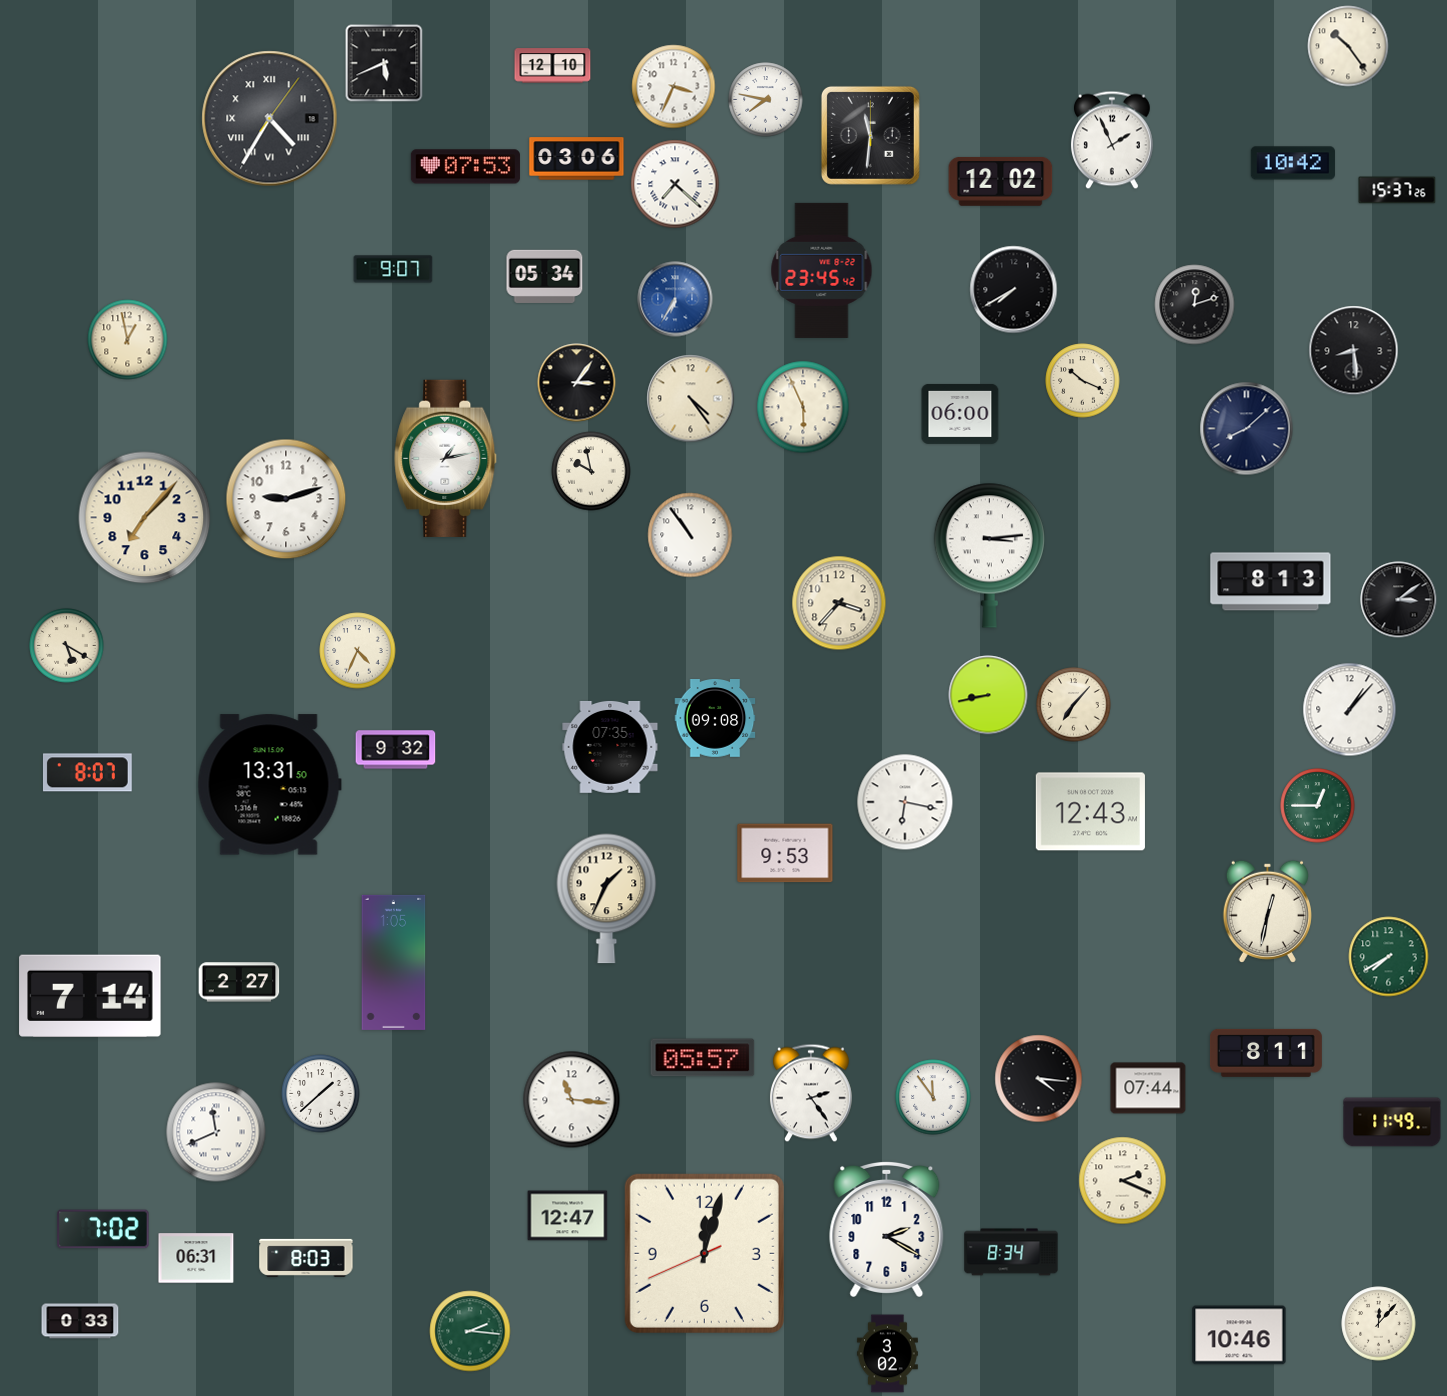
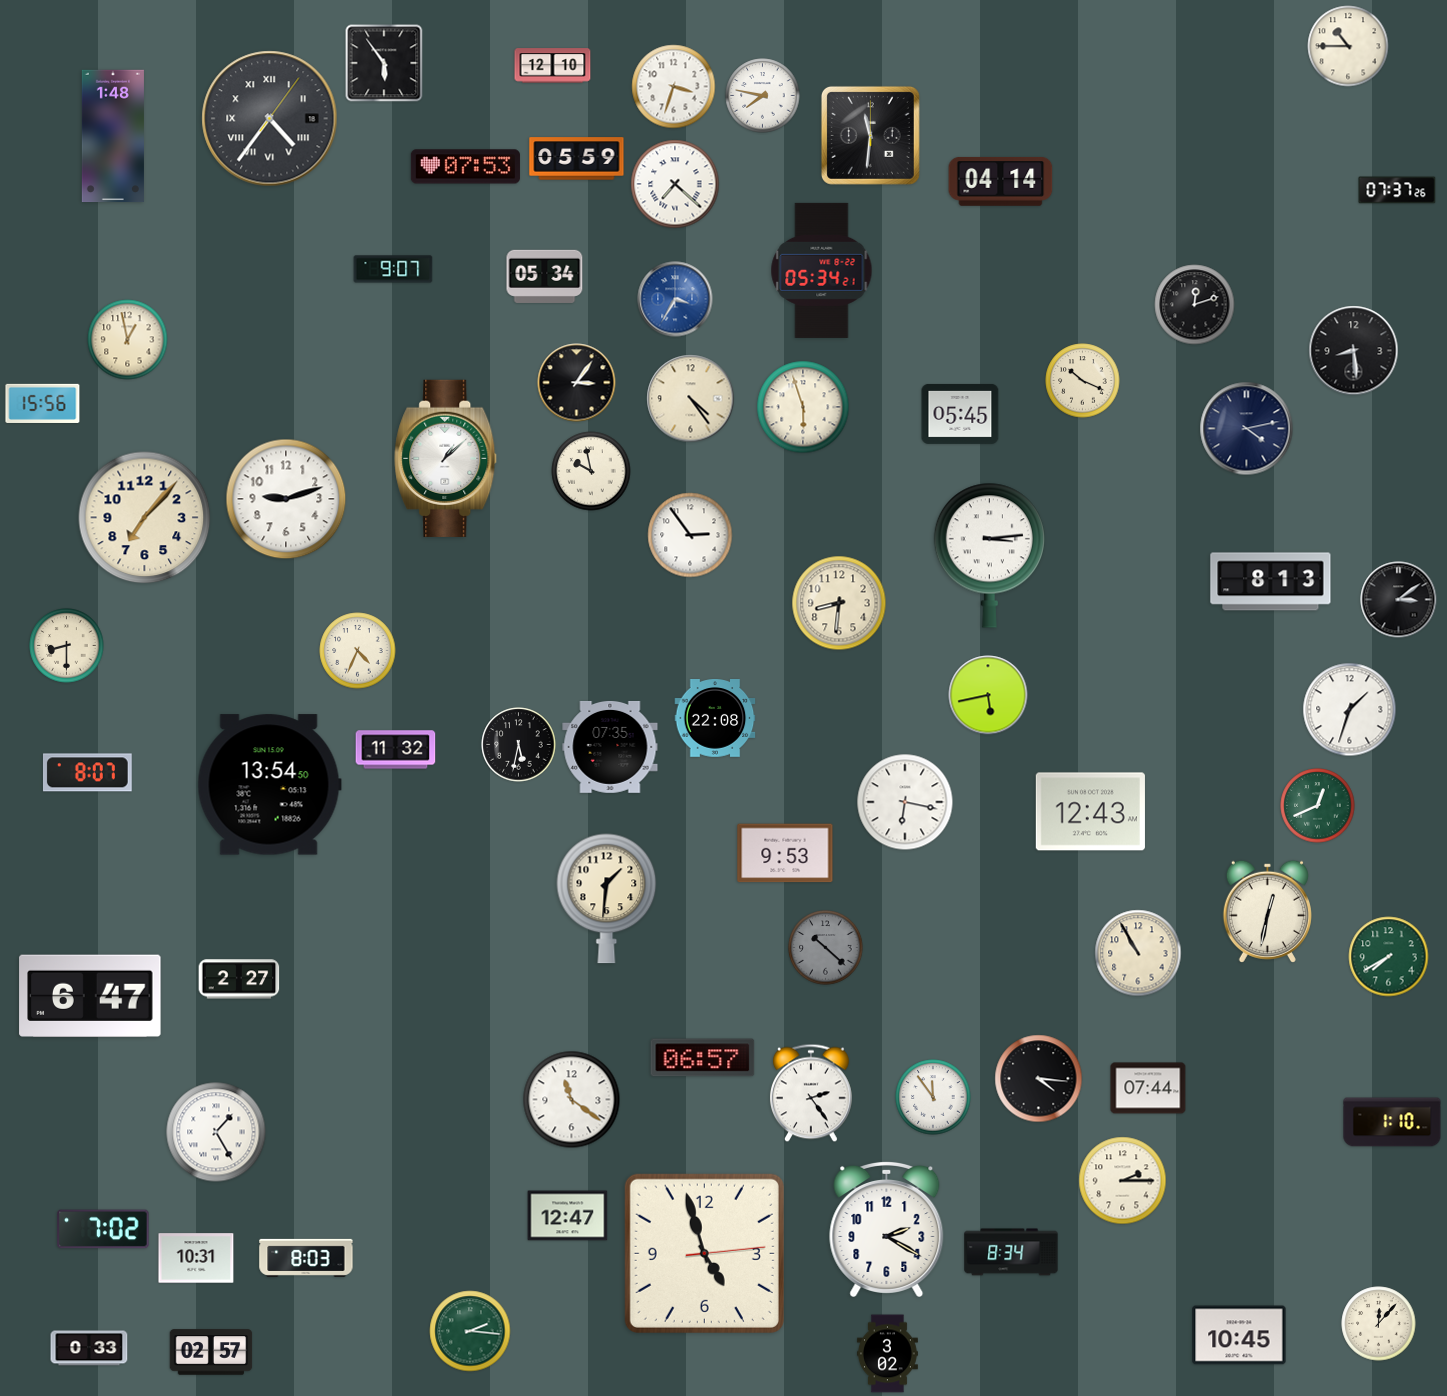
clock at (1348, 46): 10:24 -> 10:45
clock at (384, 63): 5:41 -> 5:54
clock at (674, 87): 3:34 -> 3:33
clock at (766, 100) position: (766, 100) -> (763, 96)
clock at (270, 119): 4:35 -> 4:36
clock at (113, 136): none -> 1:48
clock at (1112, 140): 1:56 -> none
clock at (577, 159): 03:06 -> 05:59
clock at (1293, 163): 10:42 -> none
clock at (1001, 181): 12:02 -> 04:14
clock at (1397, 190): 15:37 -> 07:37
clock at (822, 270): 23:45 -> 05:34
clock at (1014, 290): 7:40 -> none
clock at (675, 299): 6:35 -> 3:35
clock at (43, 403): none -> 15:56
clock at (803, 407): 5:56 -> 5:57
clock at (960, 414): 06:00 -> 05:45
clock at (1247, 429): 8:08 -> 4:13
clock at (446, 458): 1:13 -> 1:08
clock at (690, 535): 10:54 -> 2:54
clock at (839, 603): 3:37 -> 8:31
clock at (67, 646): 5:20 -> 8:30
clock at (988, 695): 8:43 -> 5:43
clock at (1074, 705): 7:07 -> none
clock at (1350, 710): 1:07 -> 1:33
clock at (715, 719): 09:08 -> 22:08
clock at (519, 745): none -> 5:32
clock at (396, 750): 9:32 -> 11:32
clock at (269, 785): 13:31 -> 13:54
clock at (1318, 806): 12:45 -> 12:41
clock at (607, 899): 1:34 -> 1:31
clock at (826, 948): none -> 10:22
clock at (1138, 953): none -> 10:55
clock at (394, 962): 1:05 -> none
clock at (239, 982) position: (239, 982) -> (239, 979)
clock at (90, 995): 7:14 -> 6:47
clock at (1266, 1053): 8:11 -> none
clock at (703, 1058): 05:57 -> 06:57
clock at (321, 1094): 1:38 -> none
clock at (572, 1100): 11:16 -> 11:21
clock at (1392, 1122): 11:49 -> 1:10
clock at (216, 1132): 11:41 -> 1:25
clock at (1123, 1181): 2:19 -> 2:15
clock at (704, 1253): 12:02 -> 4:57
clock at (196, 1258): 06:31 -> 10:31
clock at (80, 1321) position: (80, 1321) -> (89, 1348)
clock at (1239, 1335): 10:46 -> 10:45
clock at (211, 1352): none -> 02:57
